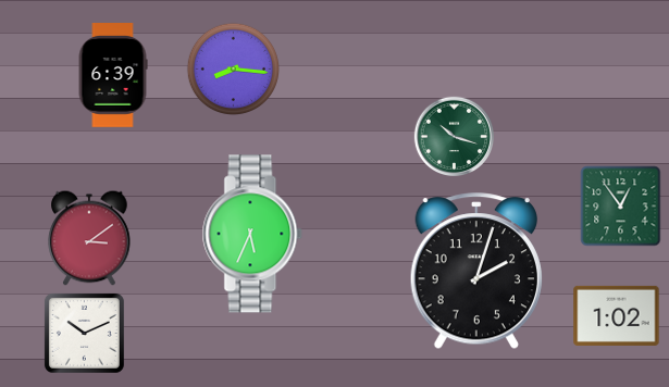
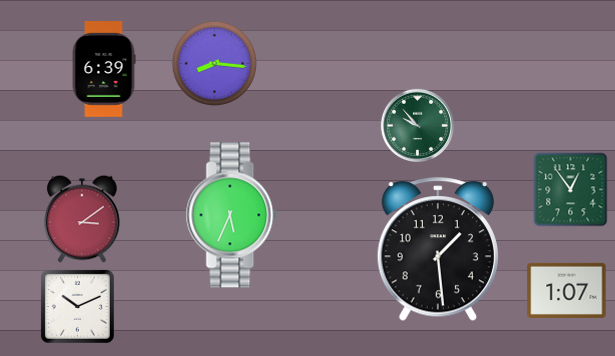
clock at (455, 137): 10:18 -> 9:53
clock at (475, 272): 2:03 -> 1:29
clock at (617, 315): 1:02 -> 1:07
